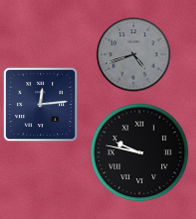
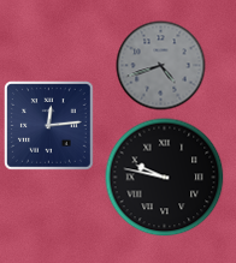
clock at (140, 153) position: (140, 153) -> (165, 178)
